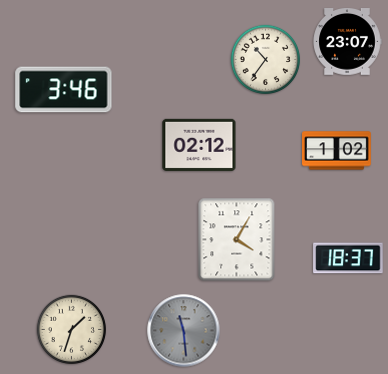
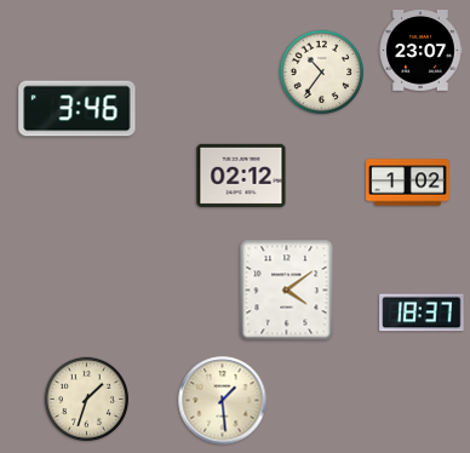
clock at (237, 240): 4:05 -> 4:09
clock at (184, 331): 11:29 -> 1:29
clock at (184, 331) dial: grey -> cream
